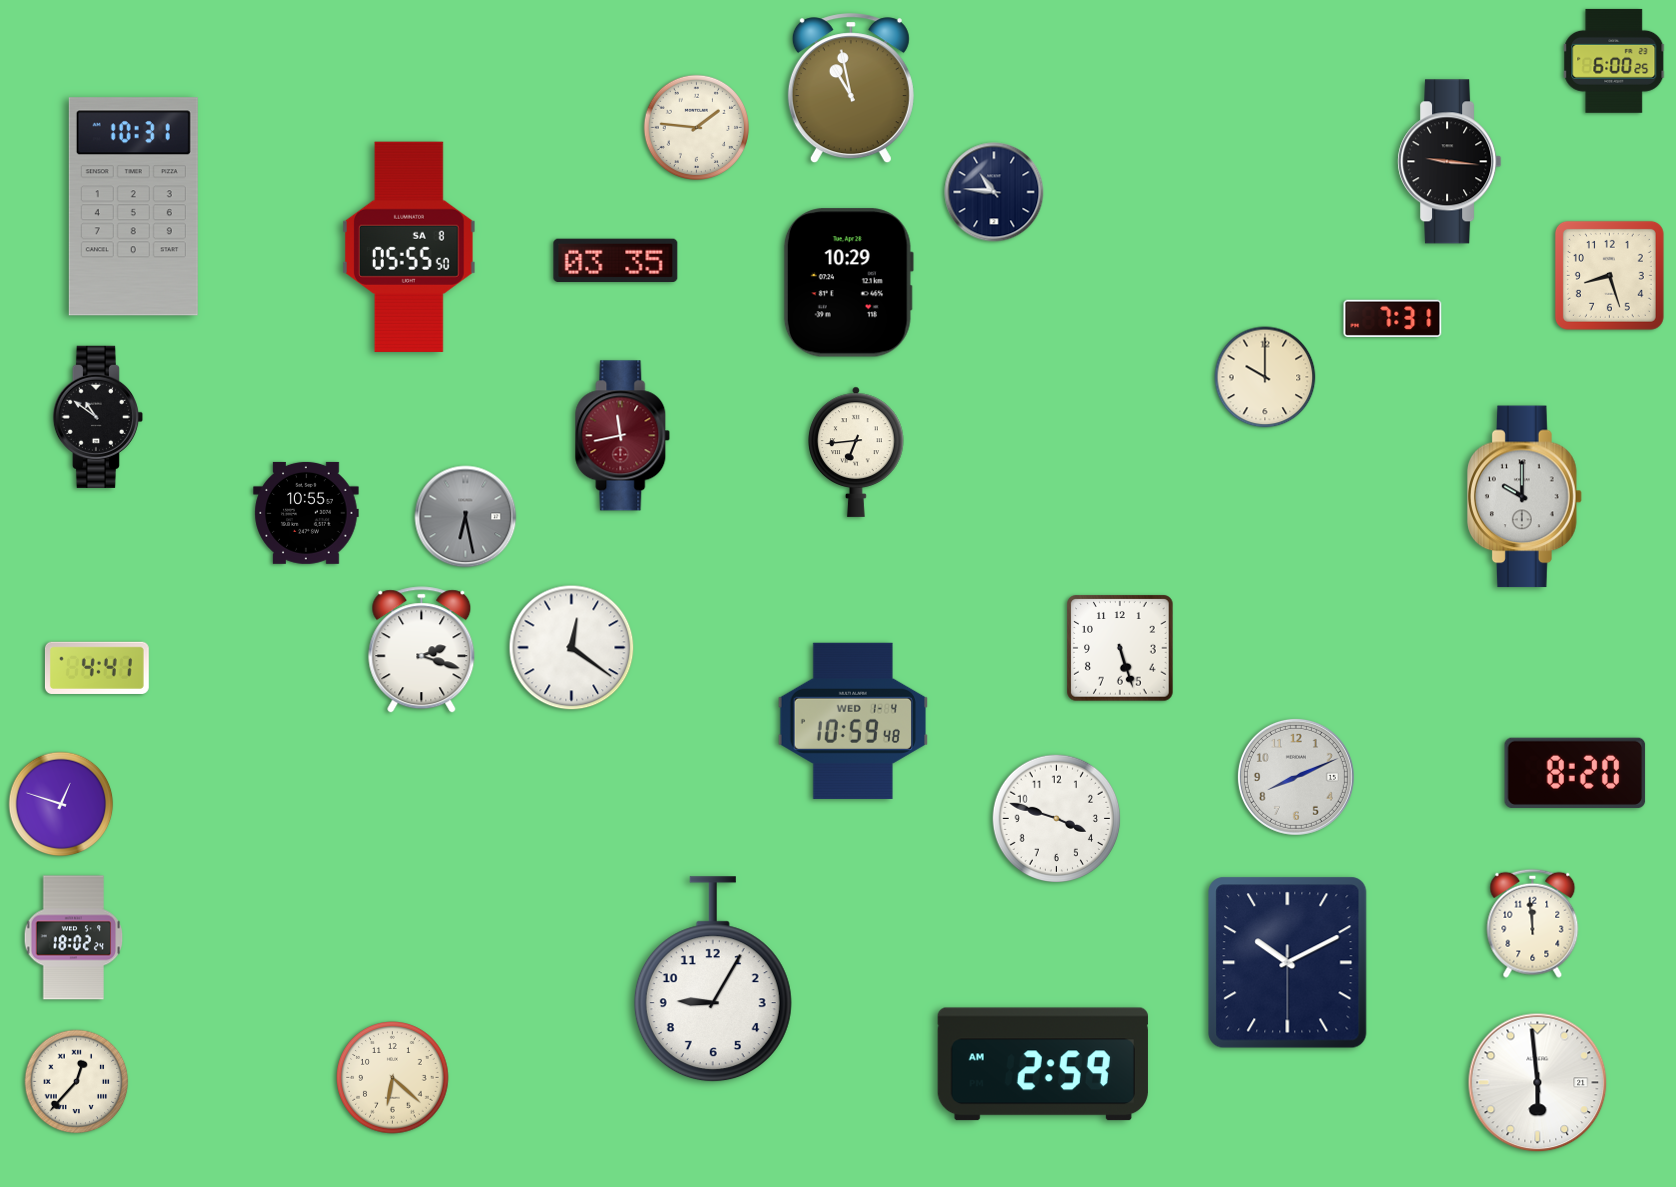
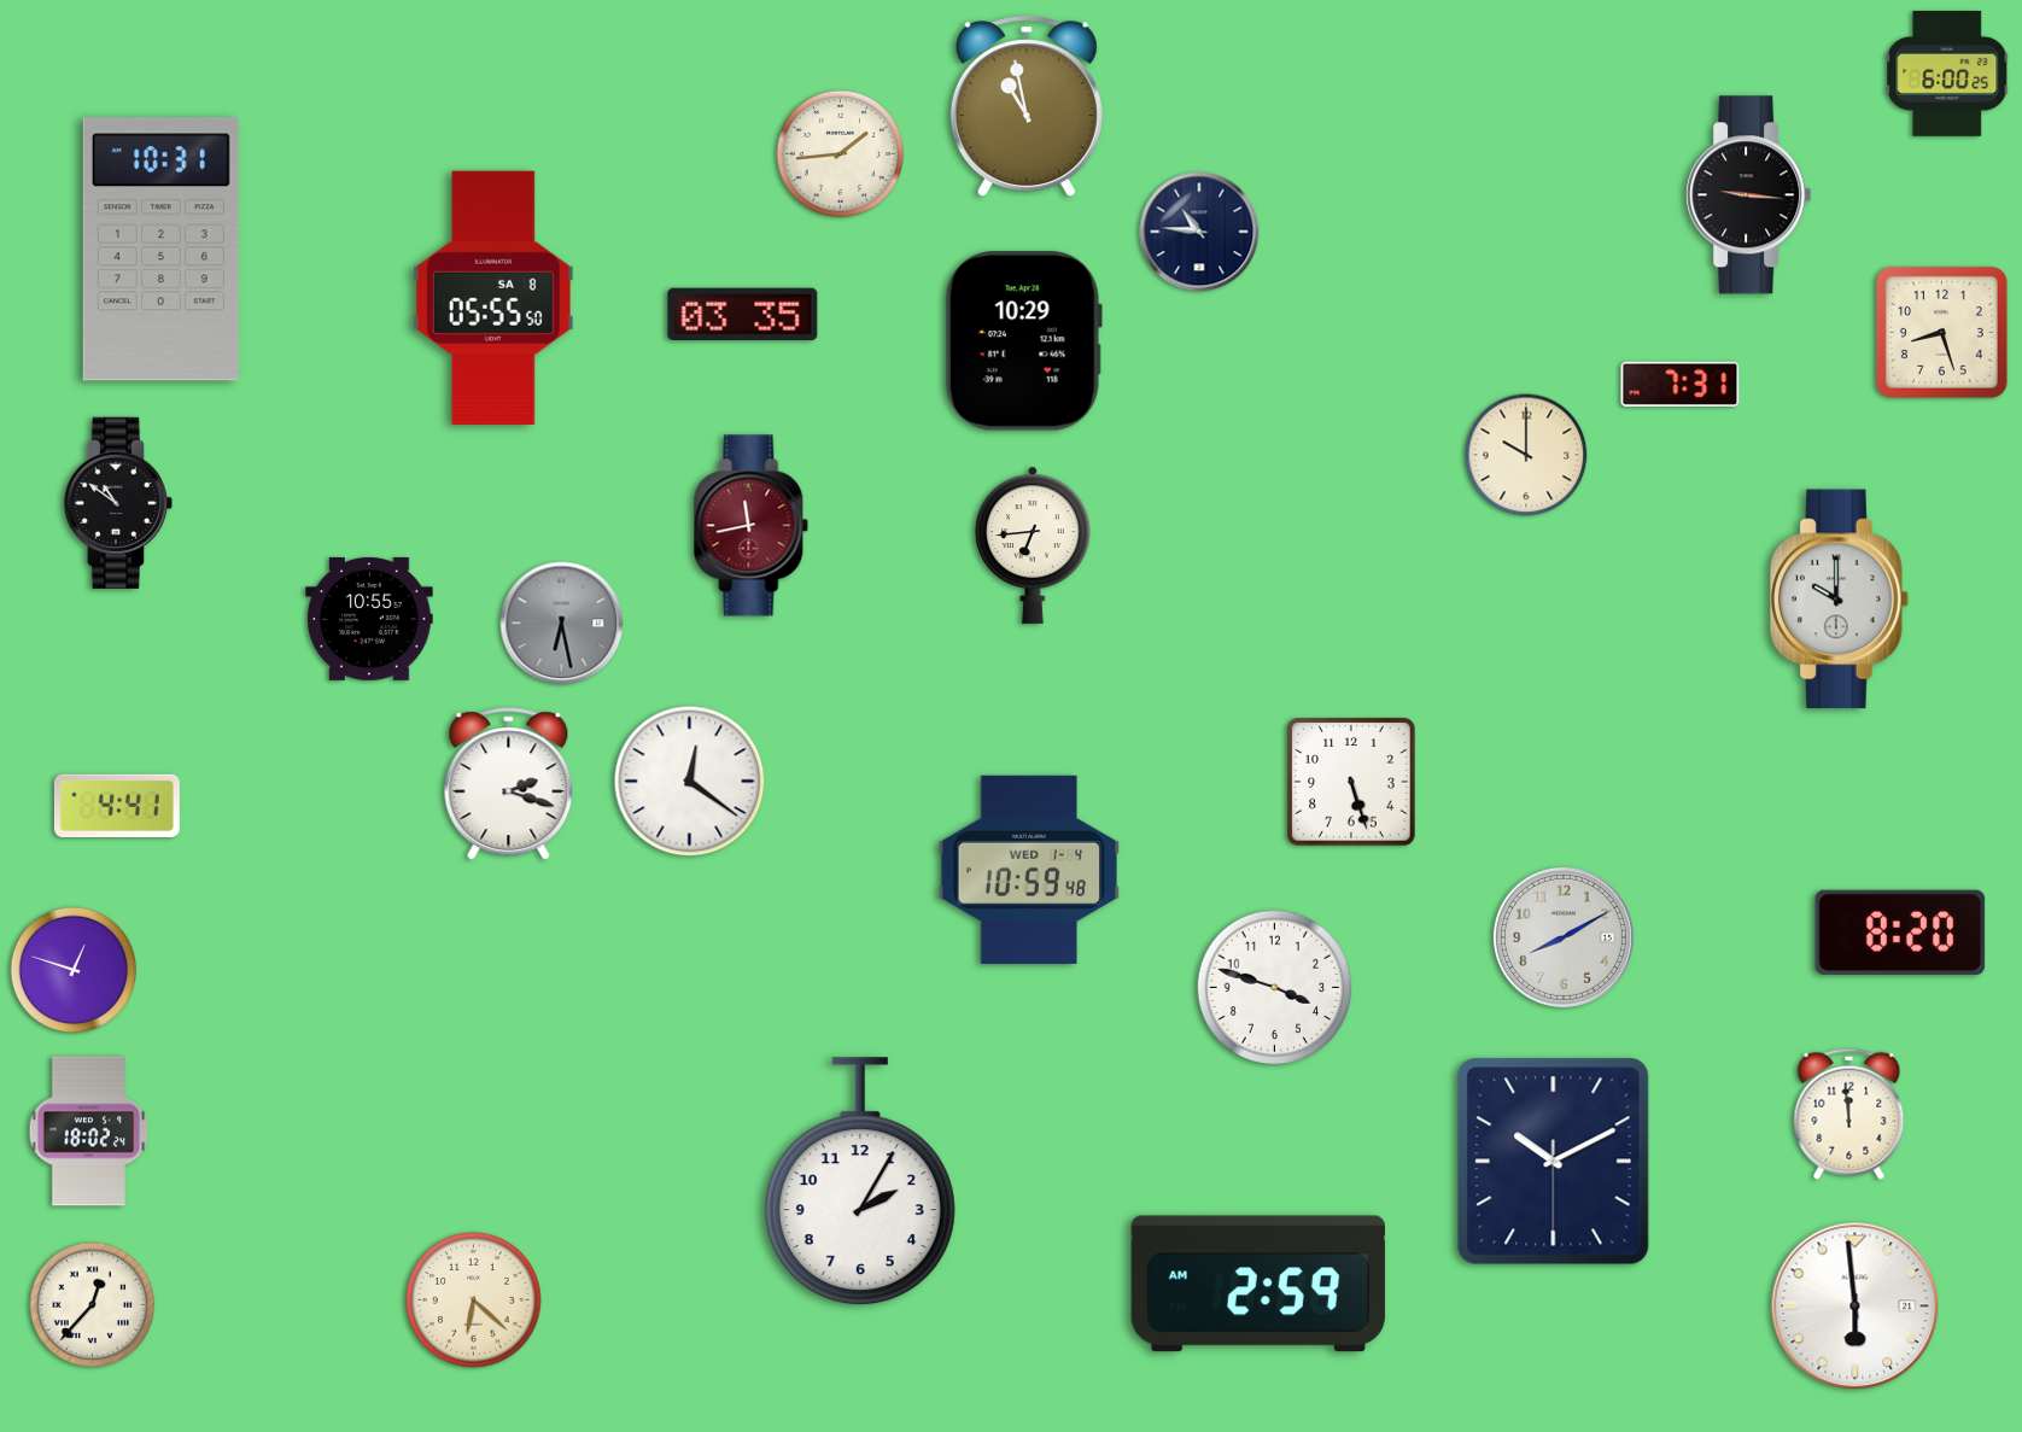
clock at (696, 127): 1:46 -> 1:44
clock at (1296, 777): 8:11 -> 8:10
clock at (713, 980): 9:05 -> 2:05
